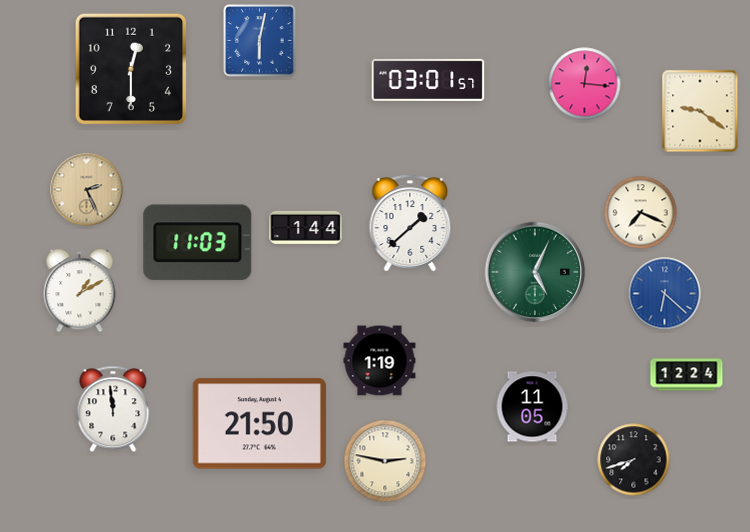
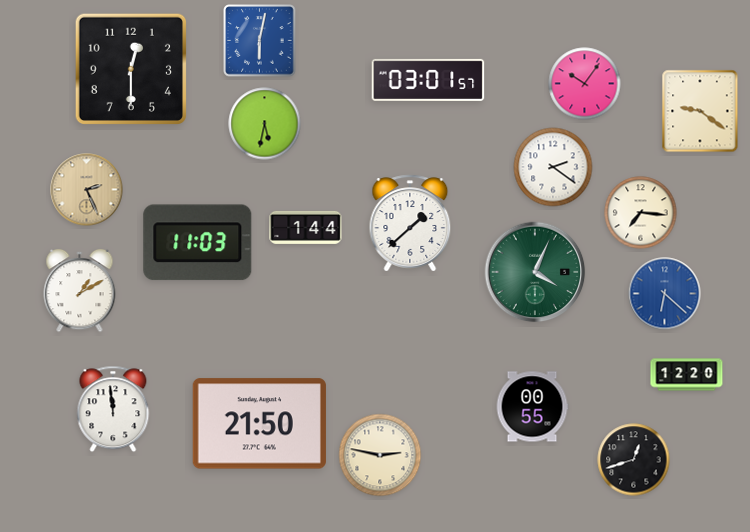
clock at (585, 84): 12:16 -> 10:06
clock at (265, 124): none -> 5:32
clock at (553, 167): none -> 2:21
clock at (641, 213): 7:19 -> 7:16
clock at (535, 272): 5:04 -> 4:04
clock at (380, 361): 1:19 -> none
clock at (687, 375): 12:24 -> 12:20
clock at (532, 407): 11:05 -> 00:55
clock at (634, 460): 7:42 -> 12:42
clock at (385, 461) position: (385, 461) -> (380, 455)
